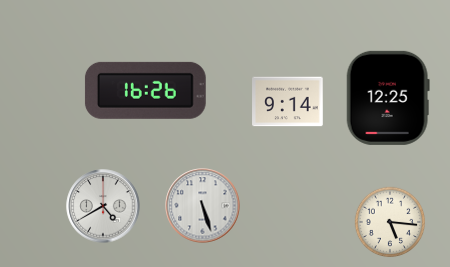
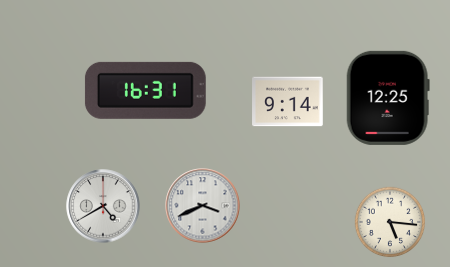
clock at (145, 90): 16:26 -> 16:31
clock at (203, 206): 5:27 -> 3:41
